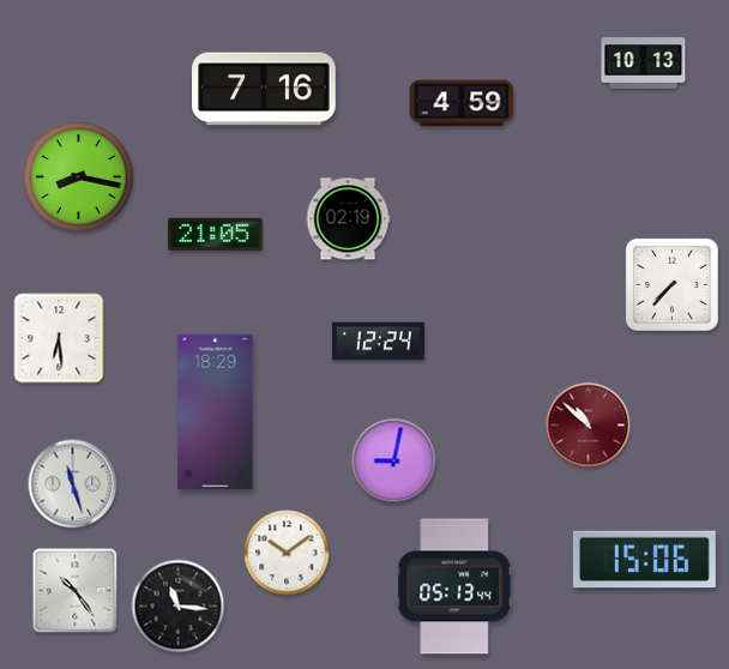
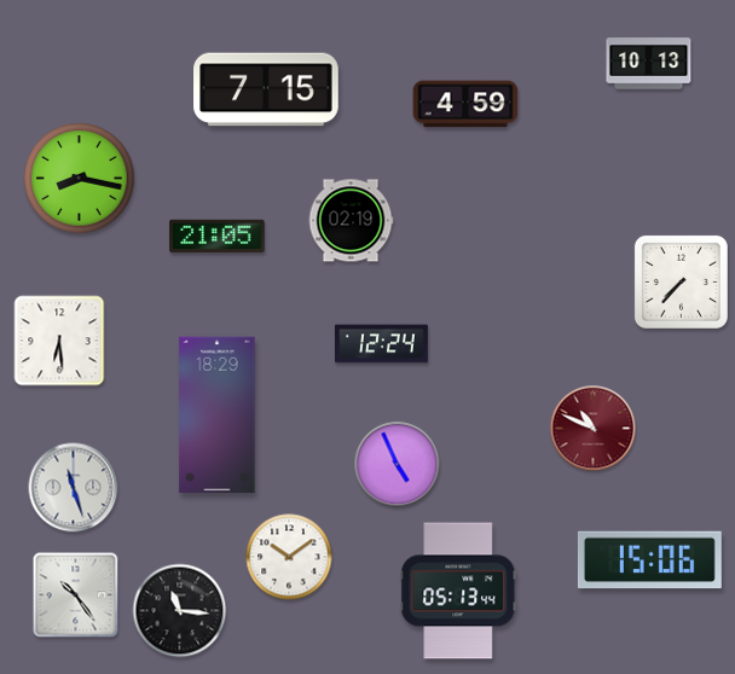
clock at (264, 89): 7:16 -> 7:15
clock at (671, 284) position: (671, 284) -> (681, 281)
clock at (589, 426): 10:52 -> 10:49
clock at (394, 462): 9:02 -> 4:56
clock at (644, 560) position: (644, 560) -> (649, 560)
